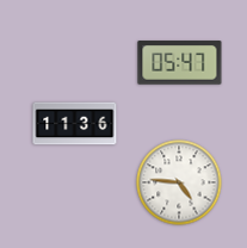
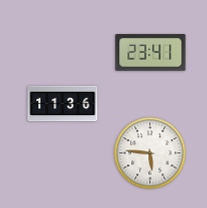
clock at (180, 63): 05:47 -> 23:41
clock at (179, 182): 4:46 -> 5:46
